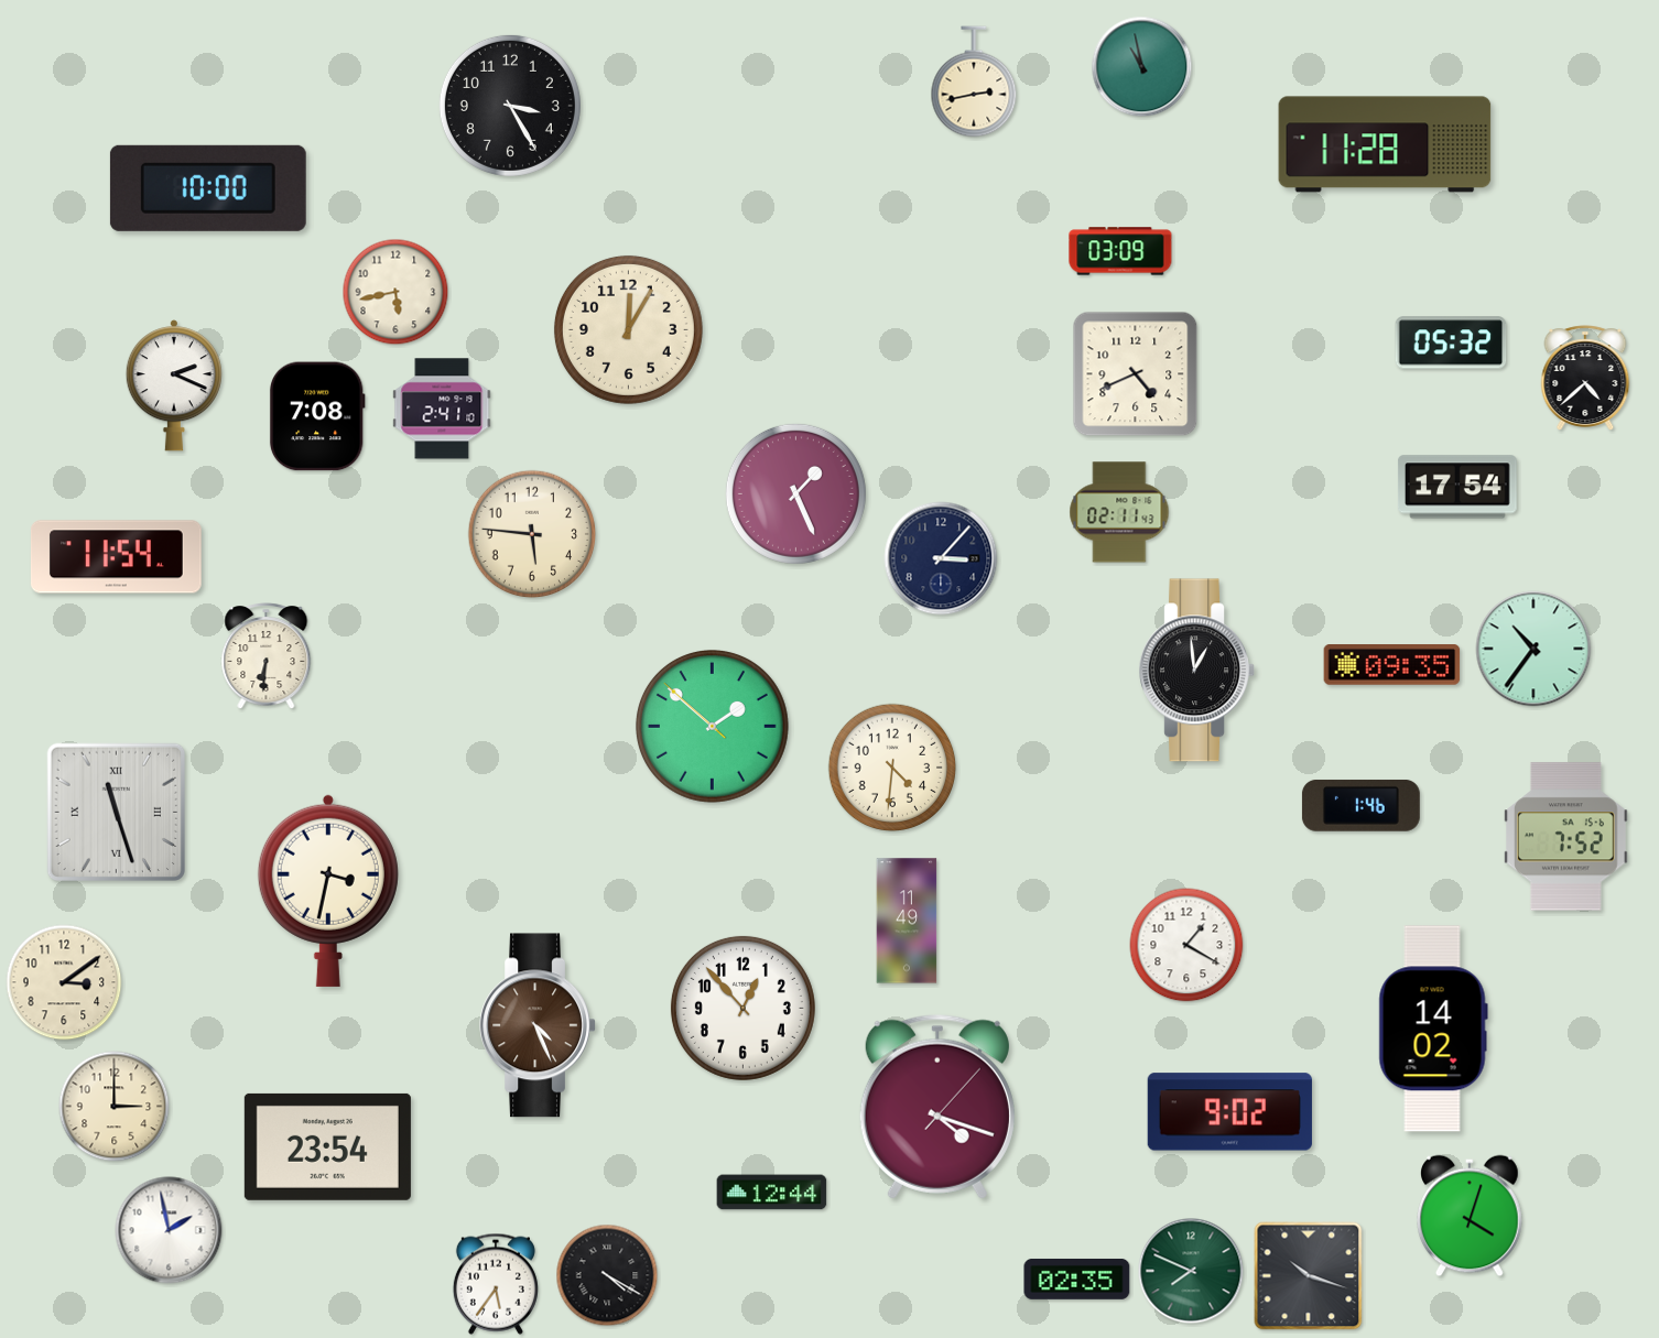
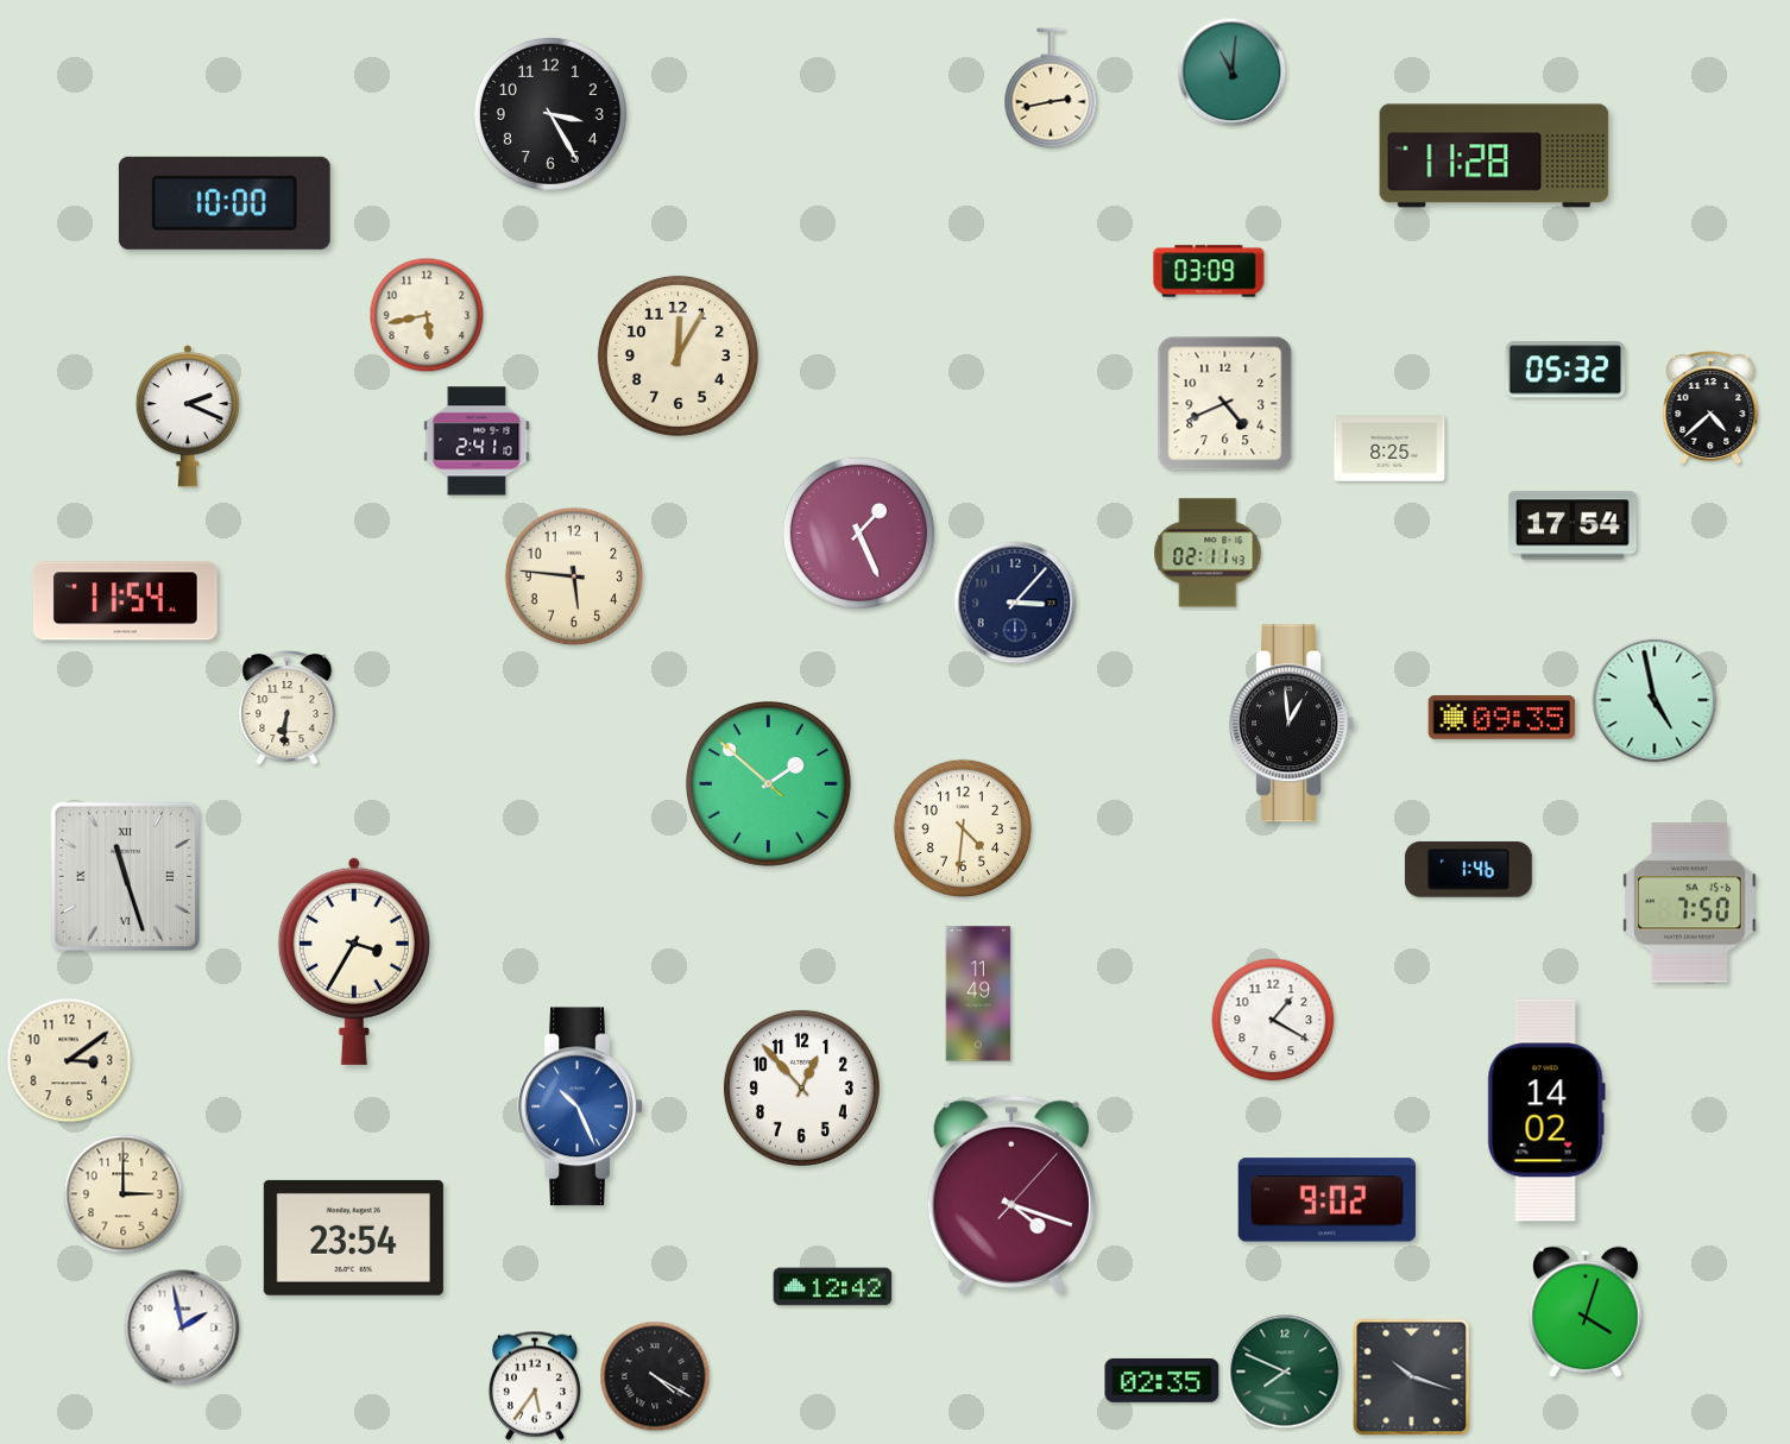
clock at (1142, 67): 10:58 -> 11:01
clock at (1389, 448): none -> 8:25
clock at (317, 416): 7:08 -> none
clock at (1533, 649): 10:36 -> 4:58
clock at (1566, 837): 7:52 -> 7:50
clock at (328, 891): 3:32 -> 3:35
clock at (1186, 945) position: (1186, 945) -> (1273, 1020)
clock at (538, 1025): 4:26 -> 10:26
clock at (538, 1025) dial: brown -> blue
clock at (772, 1193): 12:44 -> 12:42
